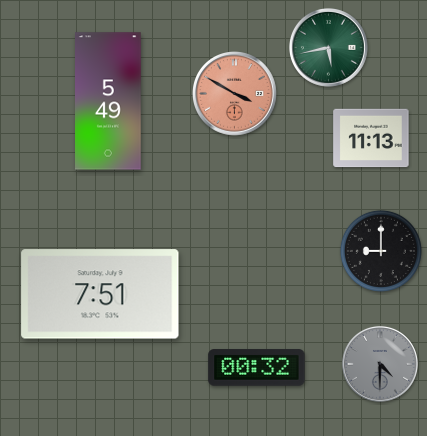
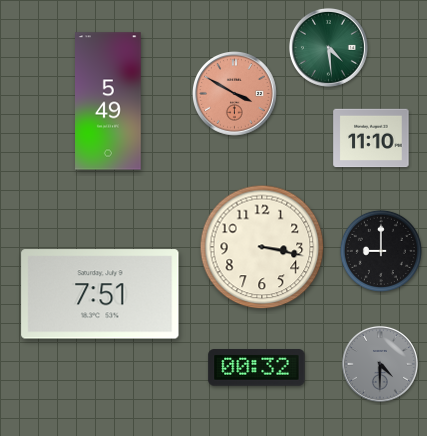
clock at (328, 47): 5:43 -> 4:29
clock at (371, 138): 11:13 -> 11:10
clock at (262, 247): none -> 3:17
